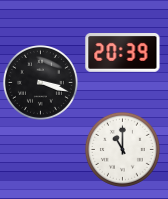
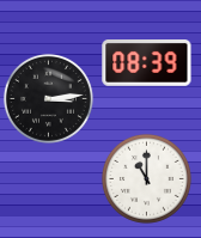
clock at (123, 53): 20:39 -> 08:39
clock at (40, 82): 3:18 -> 3:14
